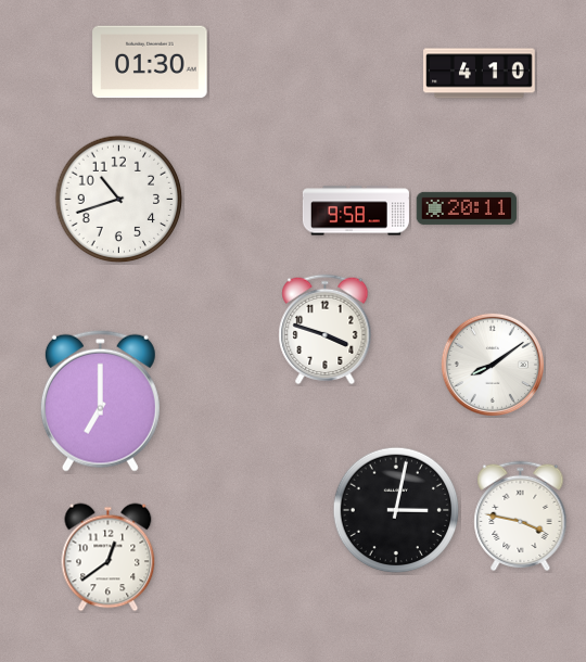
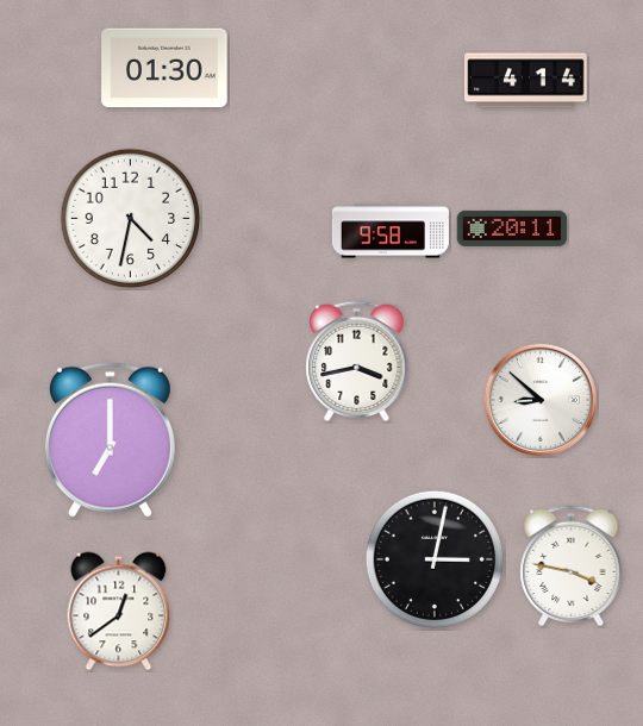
clock at (480, 74): 4:10 -> 4:14
clock at (119, 200): 10:42 -> 4:32
clock at (326, 330): 3:48 -> 3:43
clock at (492, 364): 8:09 -> 8:52
